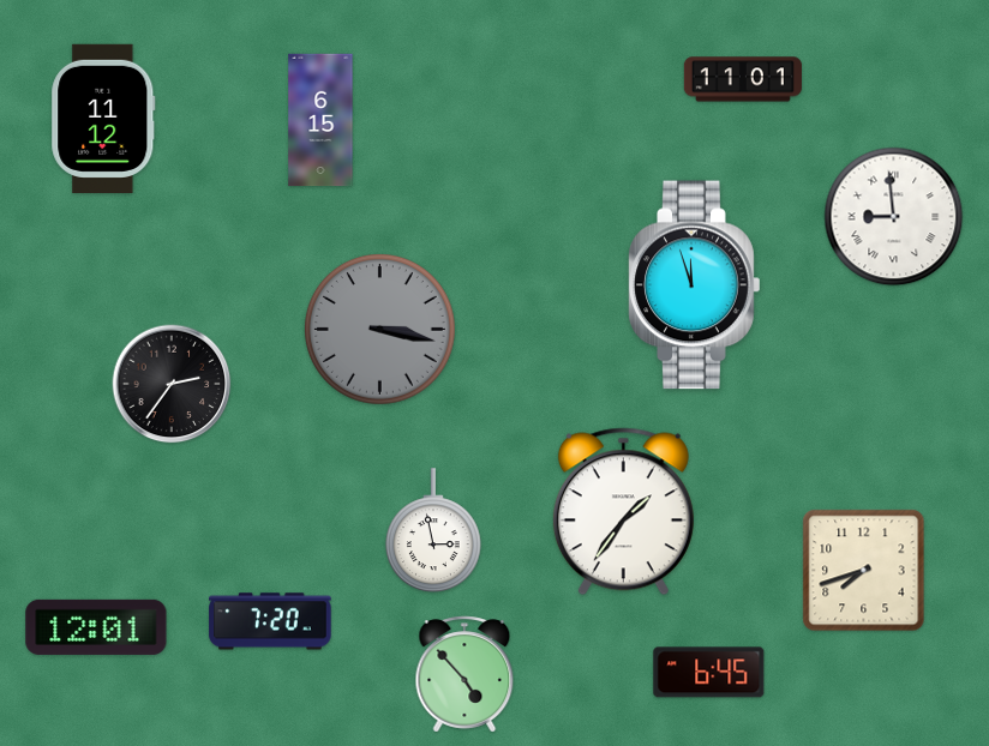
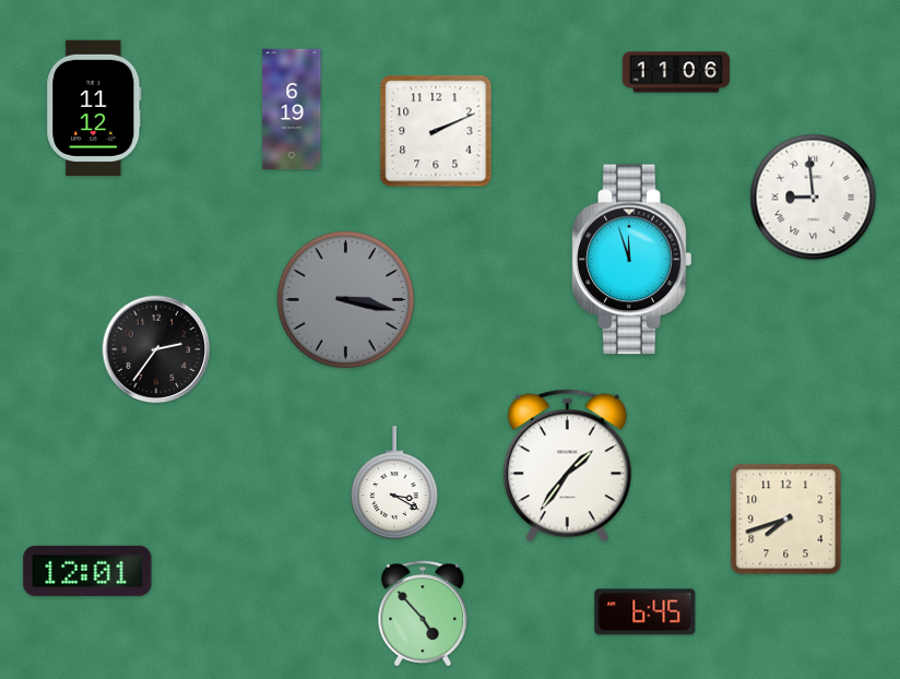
clock at (743, 79): 11:01 -> 11:06
clock at (320, 120): 6:15 -> 6:19
clock at (436, 131): none -> 2:11
clock at (433, 530): 2:58 -> 3:20
clock at (270, 621): 7:20 -> none
